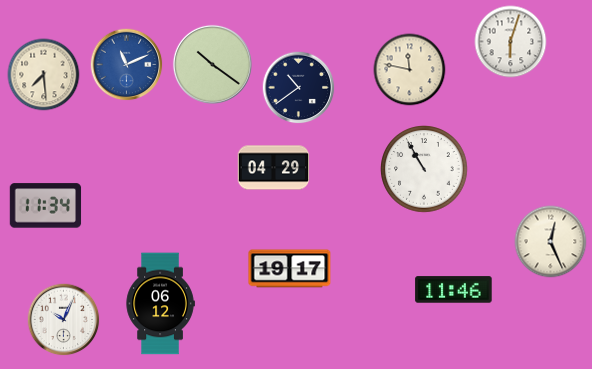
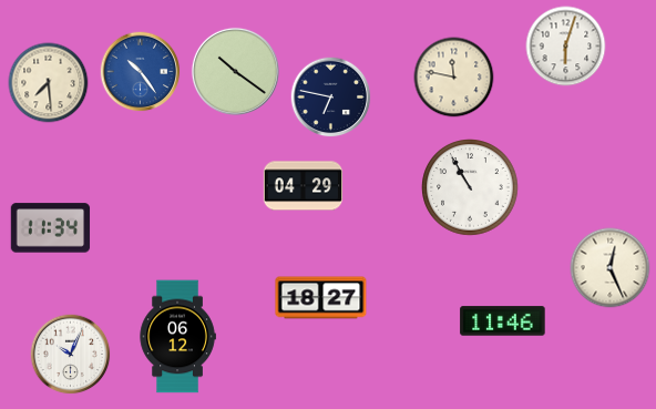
clock at (127, 65): 11:11 -> 10:24
clock at (299, 88): 10:39 -> 6:47
clock at (290, 269): 19:17 -> 18:27
